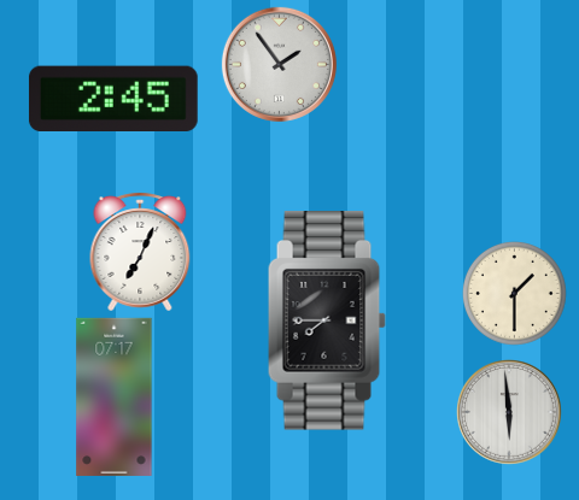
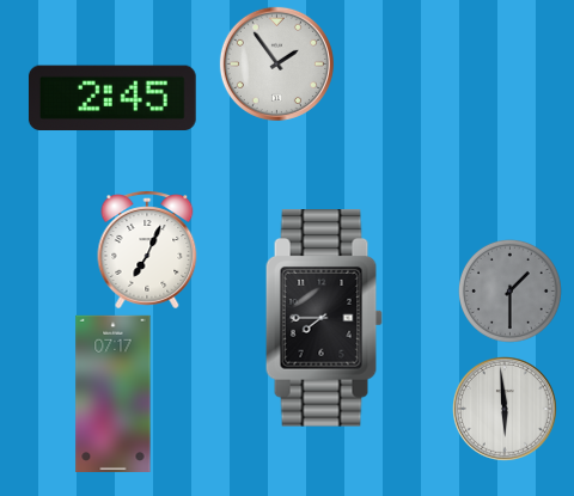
clock at (140, 252) position: (140, 252) -> (147, 250)
clock at (514, 293) dial: cream -> grey
